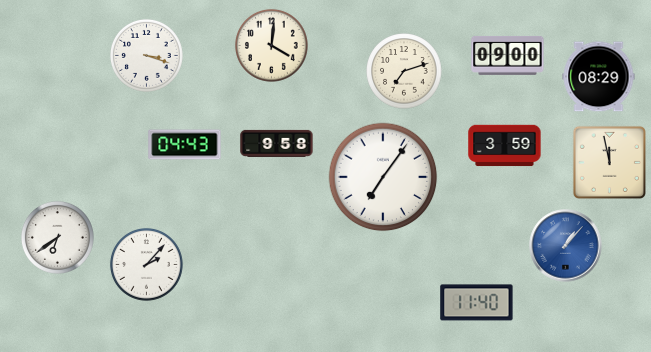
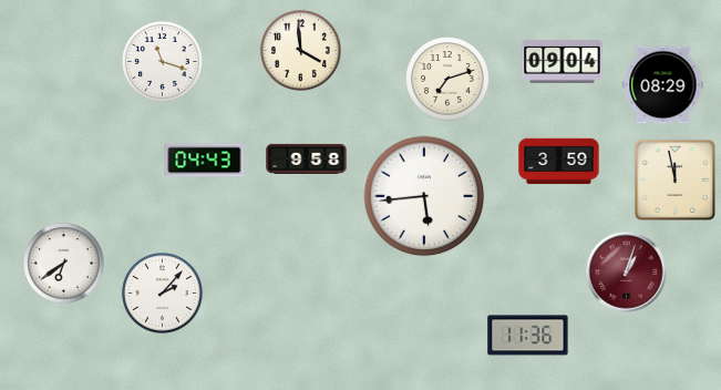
clock at (272, 46): 4:01 -> 3:59
clock at (508, 55): 09:00 -> 09:04
clock at (147, 56): 3:18 -> 11:18
clock at (383, 177): 7:06 -> 5:44
clock at (566, 246): 1:07 -> 1:03
clock at (566, 246) dial: blue -> burgundy
clock at (477, 303): 11:40 -> 11:36
